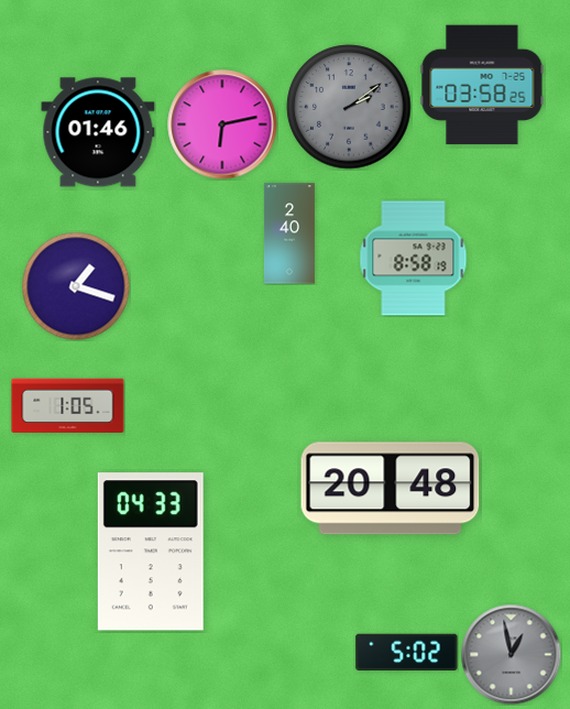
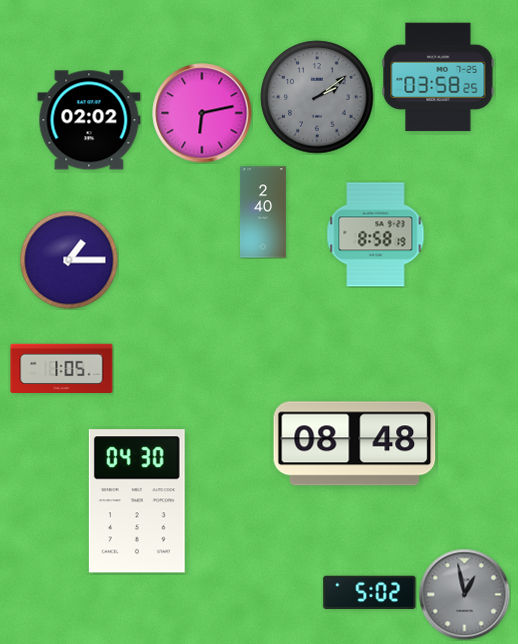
clock at (98, 132): 01:46 -> 02:02
clock at (76, 286): 1:18 -> 1:15
clock at (391, 489): 20:48 -> 08:48
clock at (151, 552): 04:33 -> 04:30
